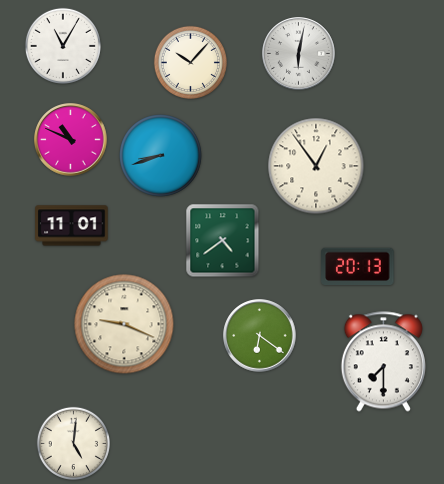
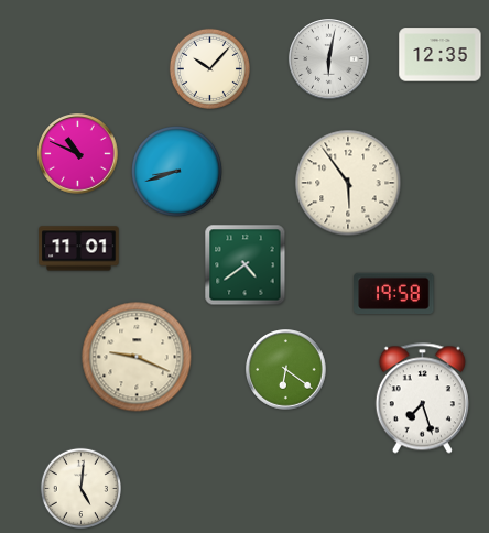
clock at (63, 46): 11:05 -> none
clock at (441, 55): none -> 12:35
clock at (316, 166): 12:54 -> 5:54
clock at (358, 267): 20:13 -> 19:58
clock at (383, 362): 7:30 -> 7:27
